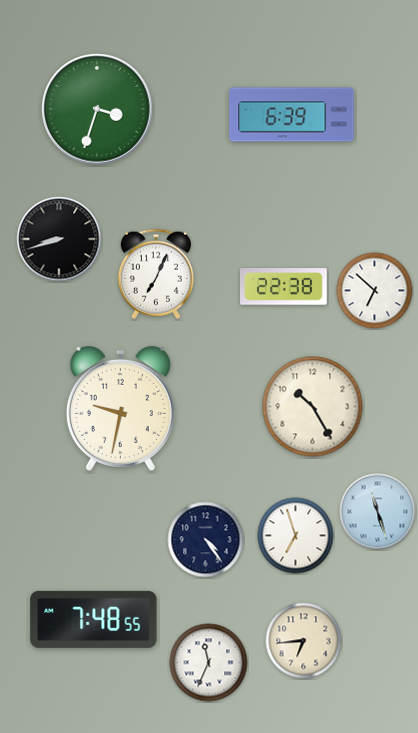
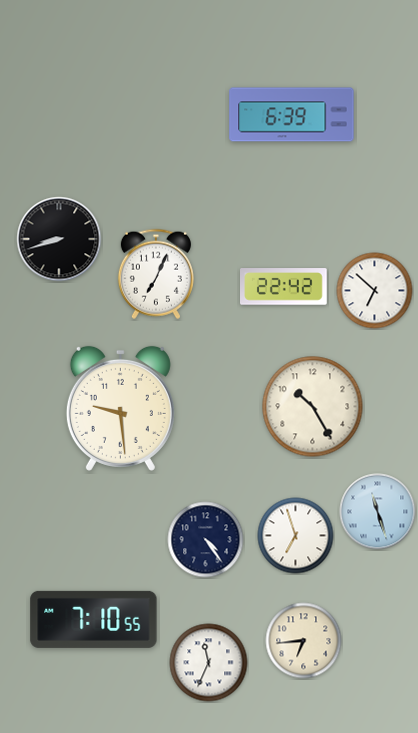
clock at (97, 109): 3:33 -> none
clock at (284, 287): 22:38 -> 22:42
clock at (120, 408): 9:32 -> 9:29
clock at (94, 619): 7:48 -> 7:10
